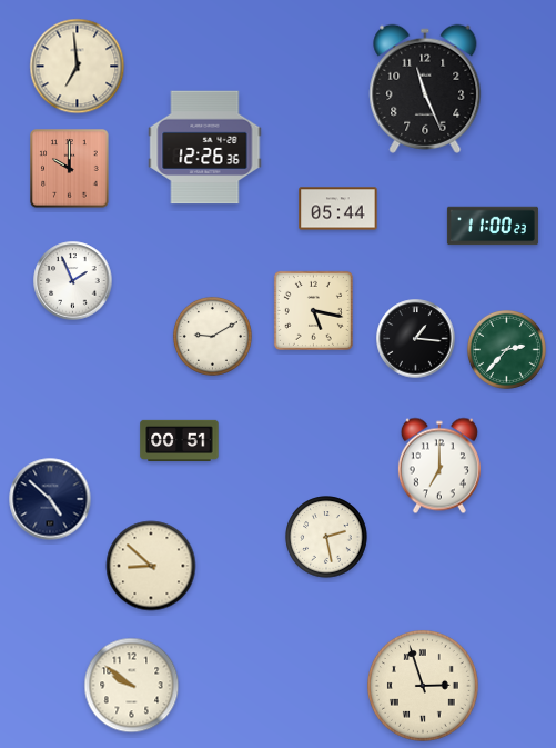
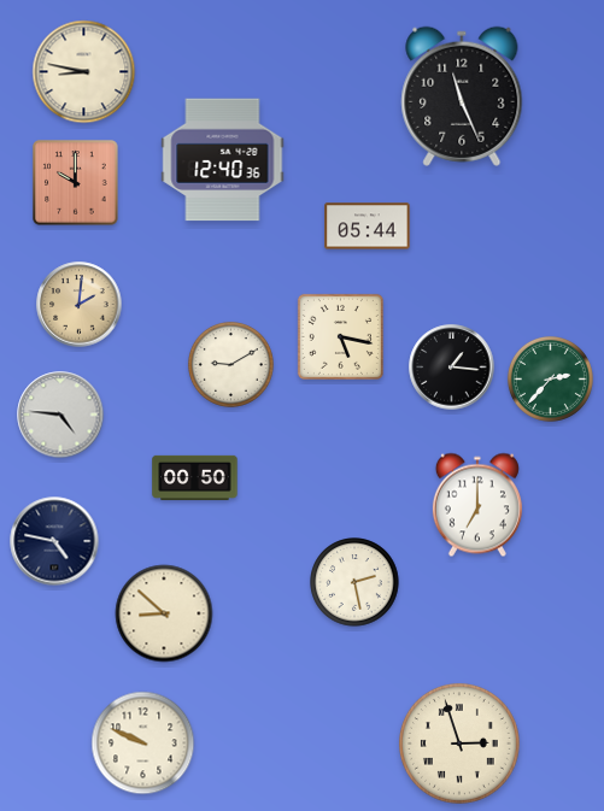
clock at (78, 67): 6:59 -> 8:47
clock at (205, 148): 12:26 -> 12:40
clock at (493, 226): 11:00 -> none
clock at (73, 281): 1:56 -> 2:01
clock at (73, 281) dial: white -> champagne
clock at (60, 415): none -> 4:46
clock at (180, 440): 00:51 -> 00:50
clock at (50, 499): 4:52 -> 4:47
clock at (132, 686): 9:51 -> 9:49
